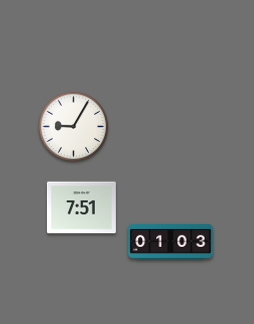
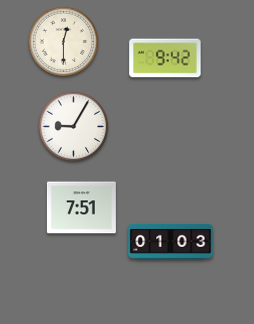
clock at (64, 42): none -> 12:30
clock at (165, 58): none -> 9:42
